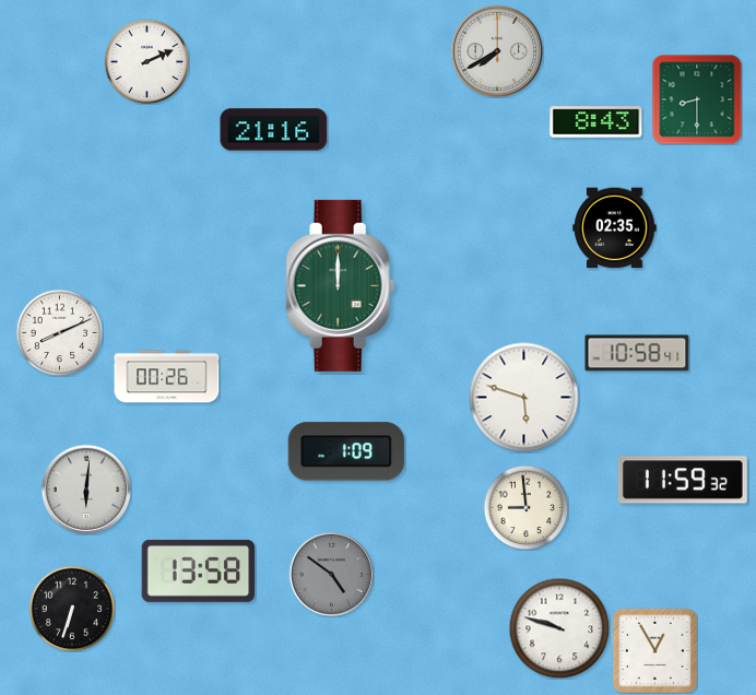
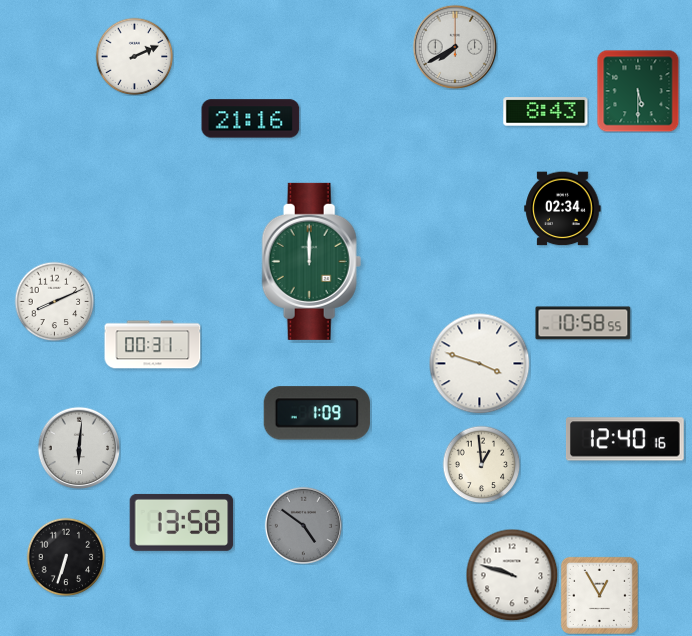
clock at (697, 99): 8:30 -> 5:30
clock at (615, 228): 02:35 -> 02:34
clock at (59, 332) position: (59, 332) -> (54, 301)
clock at (637, 353): 10:58:41 -> 10:58:55
clock at (167, 377): 00:26 -> 00:31
clock at (524, 398): 5:48 -> 3:48
clock at (683, 480): 11:59 -> 12:40
clock at (525, 507): 8:59 -> 12:59
